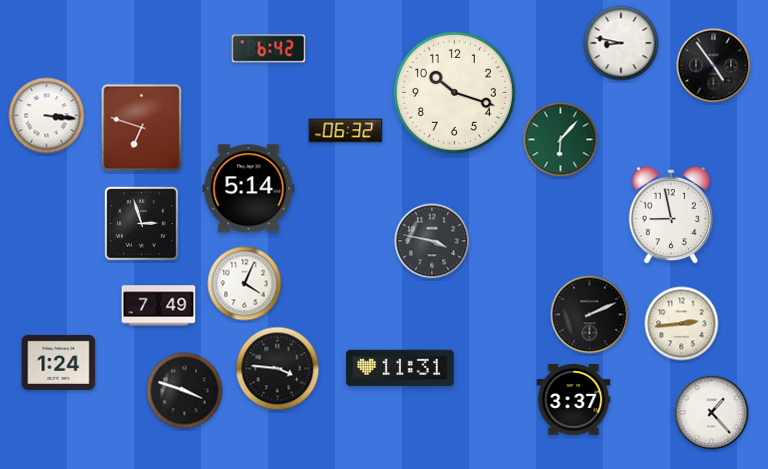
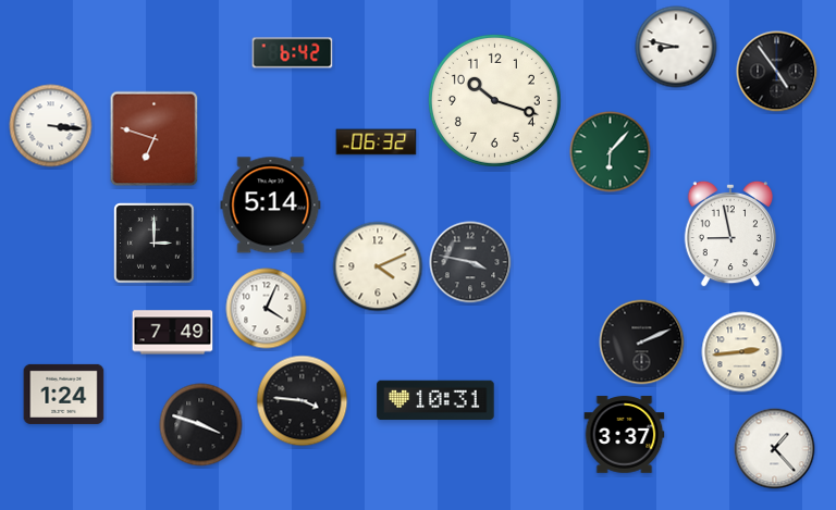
clock at (142, 224): 2:57 -> 3:00
clock at (378, 266): none -> 4:11
clock at (400, 368): 11:31 -> 10:31
